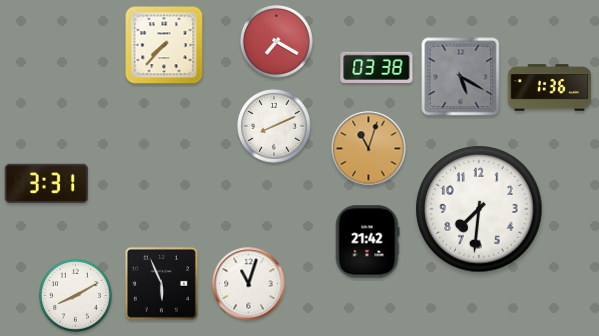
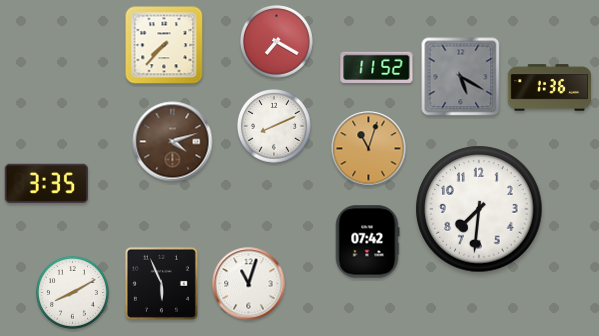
clock at (377, 67): 03:38 -> 11:52
clock at (173, 142): none -> 4:12
clock at (46, 183): 3:31 -> 3:35
clock at (367, 242): 21:42 -> 07:42
clock at (76, 296) position: (76, 296) -> (73, 293)
